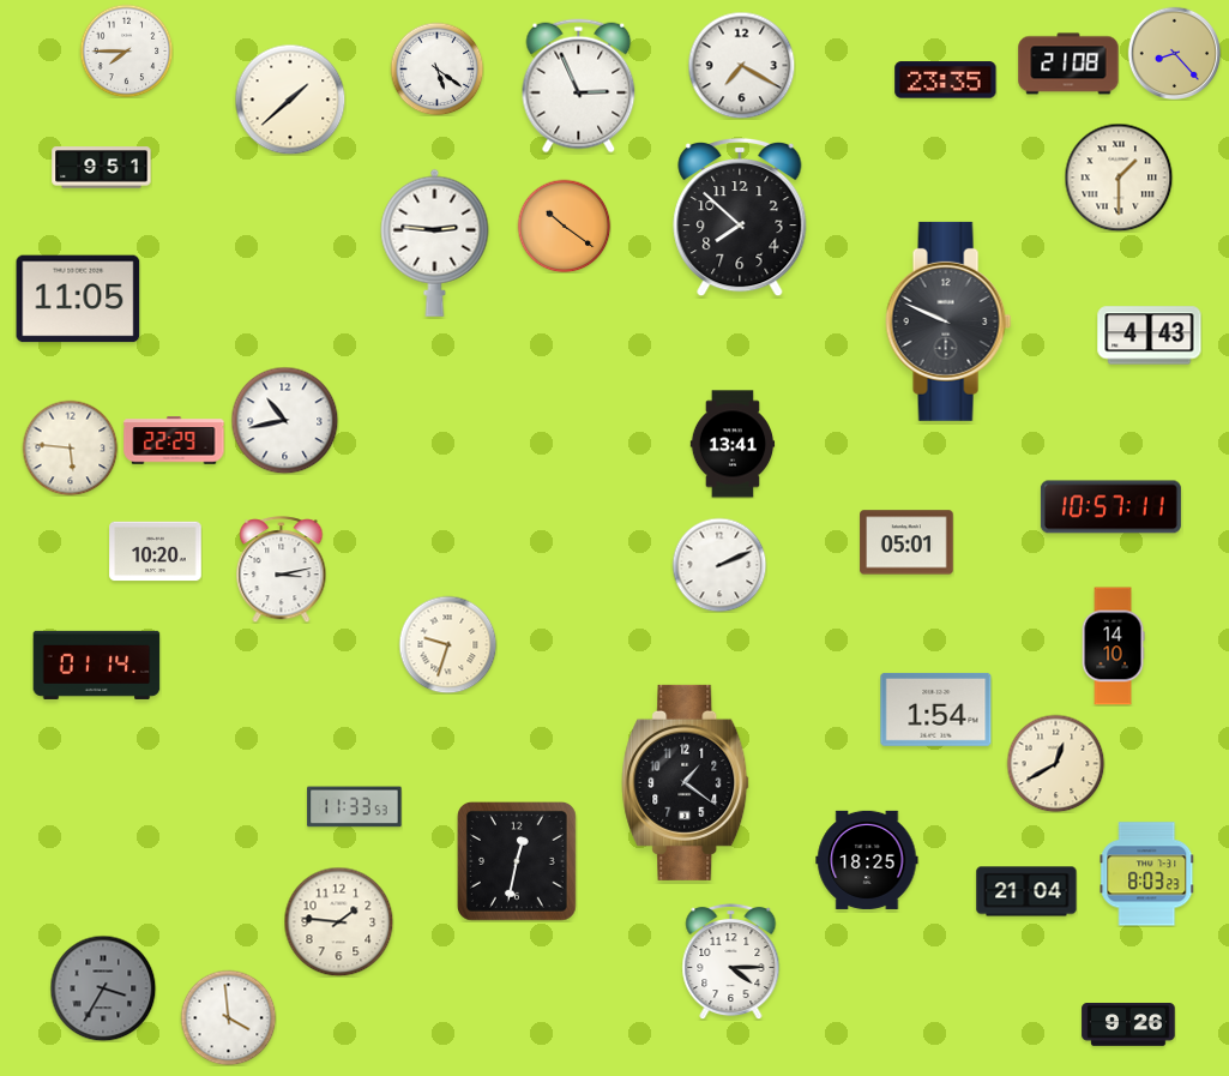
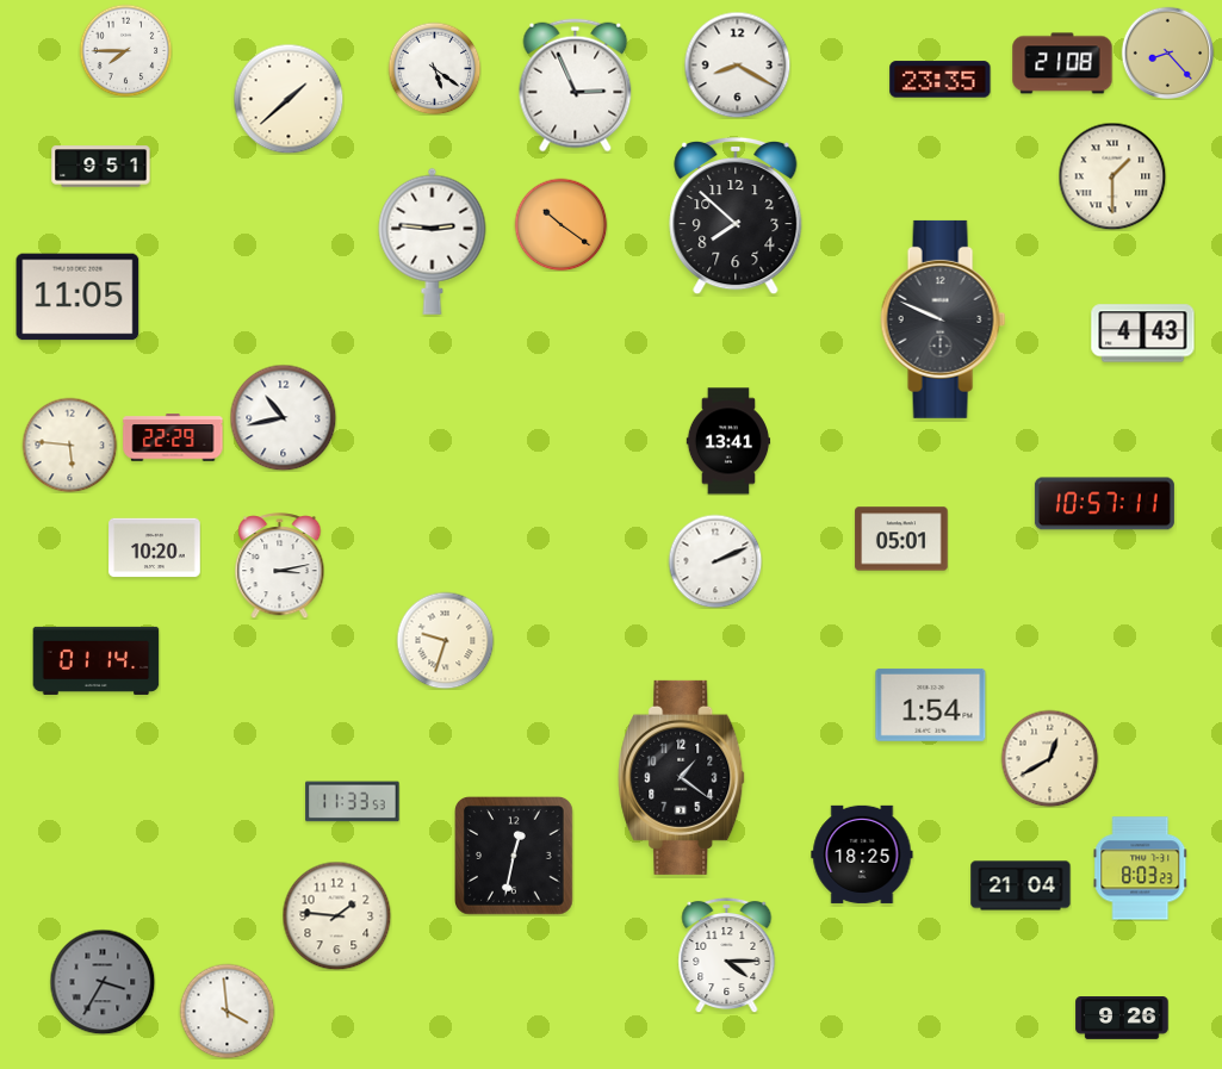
clock at (741, 65): 7:20 -> 8:20
clock at (1113, 647): 14:10 -> none
